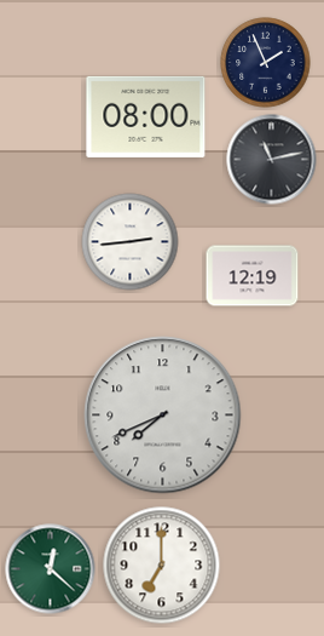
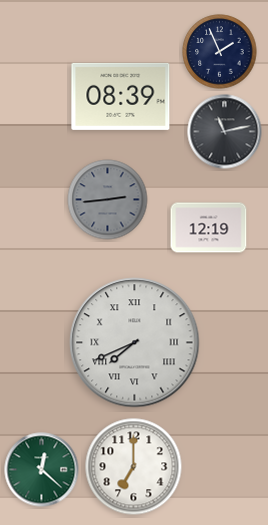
clock at (146, 116): 08:00 -> 08:39
clock at (131, 242) dial: white -> grey
clock at (163, 416) numerals: Arabic -> Roman
